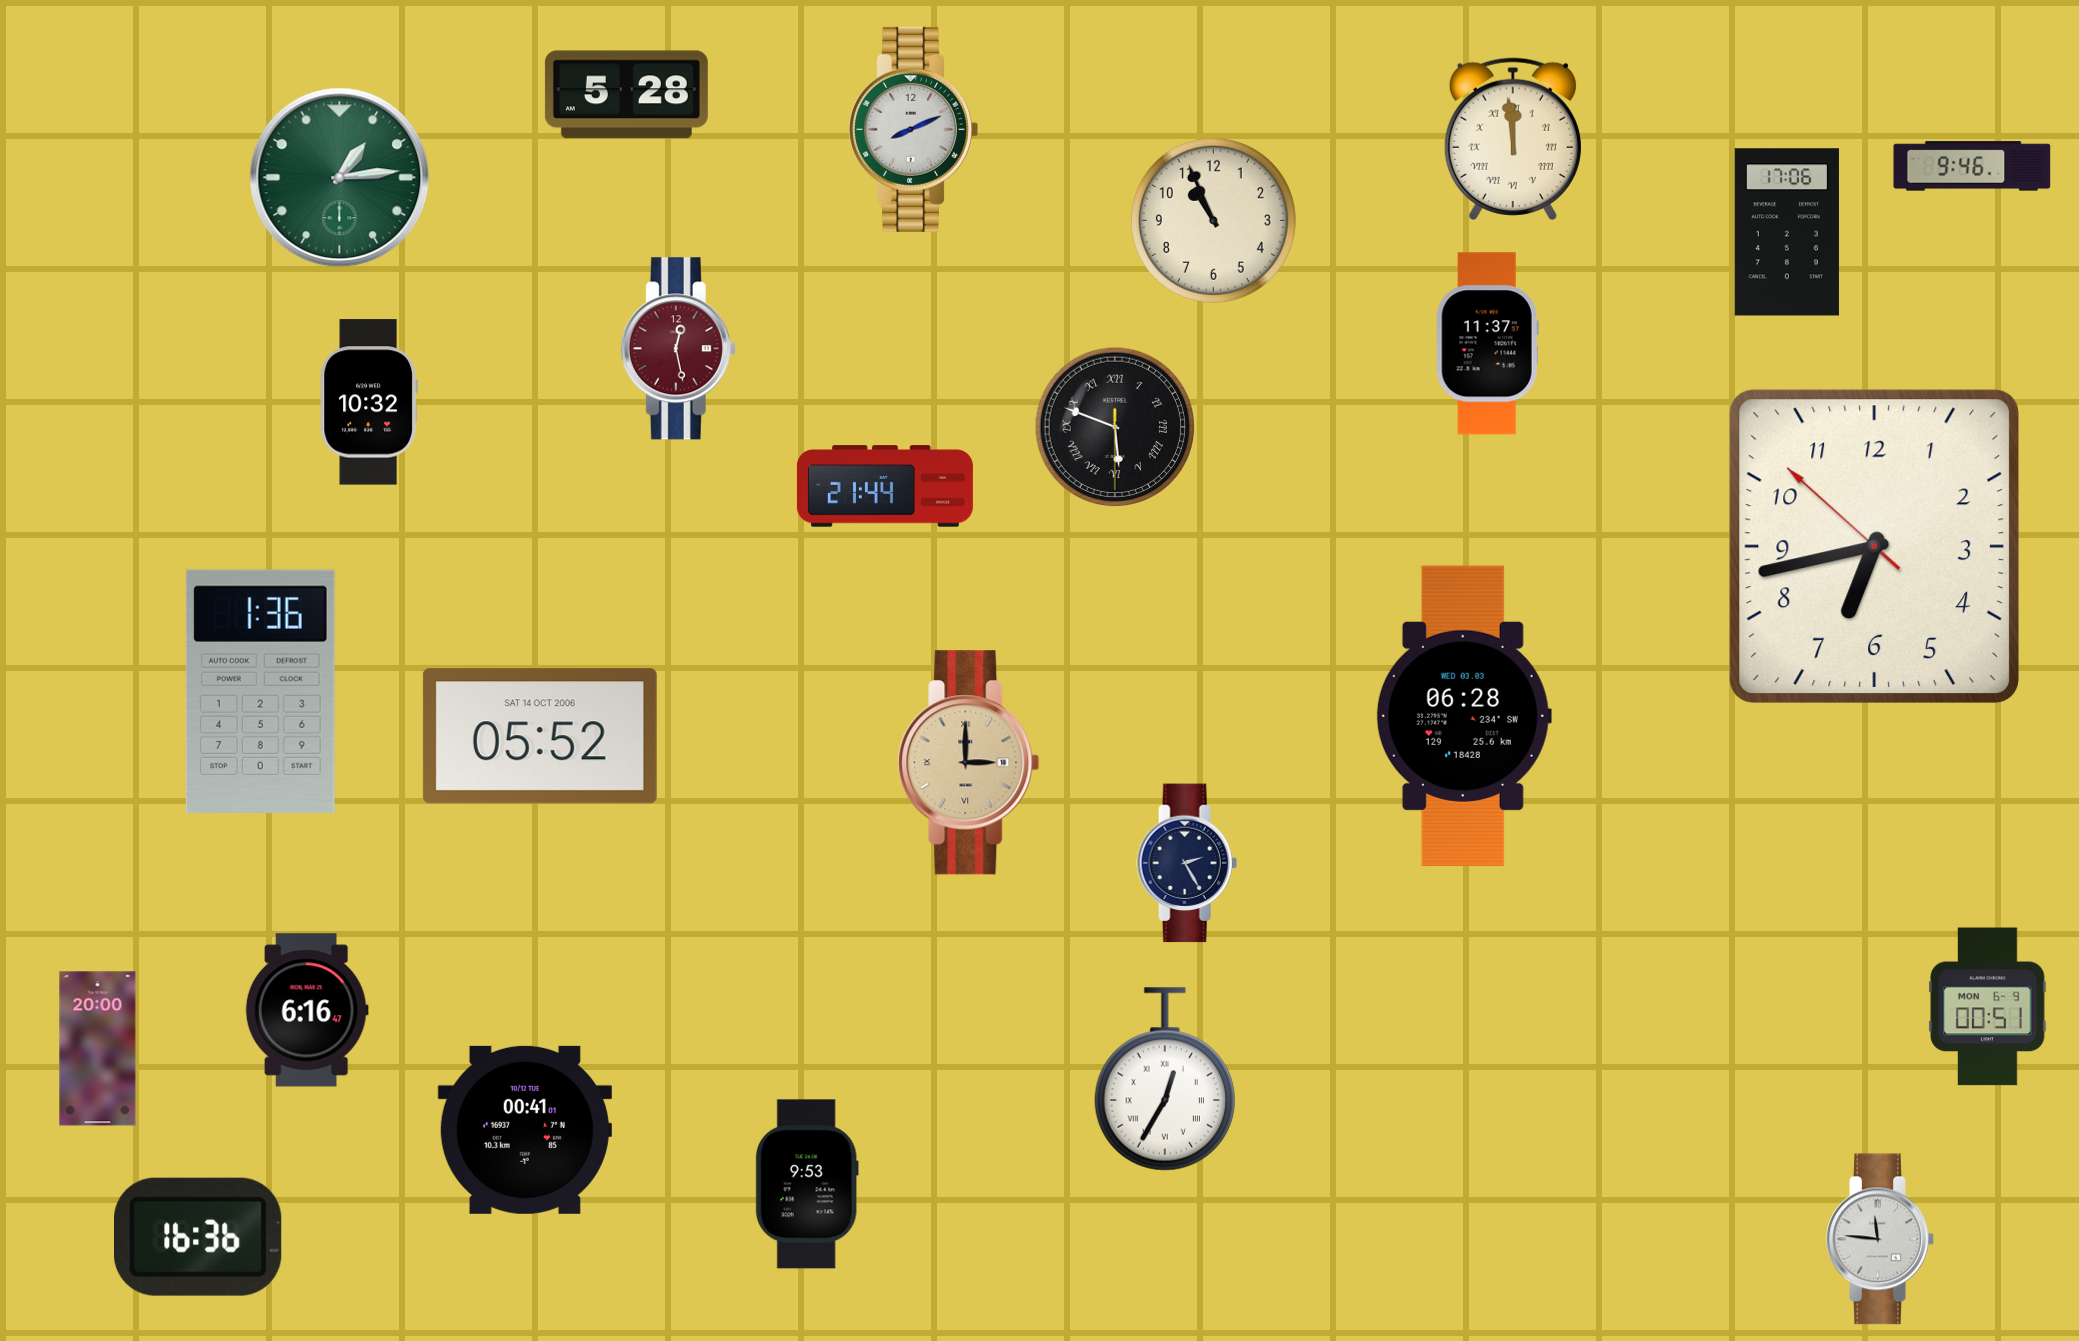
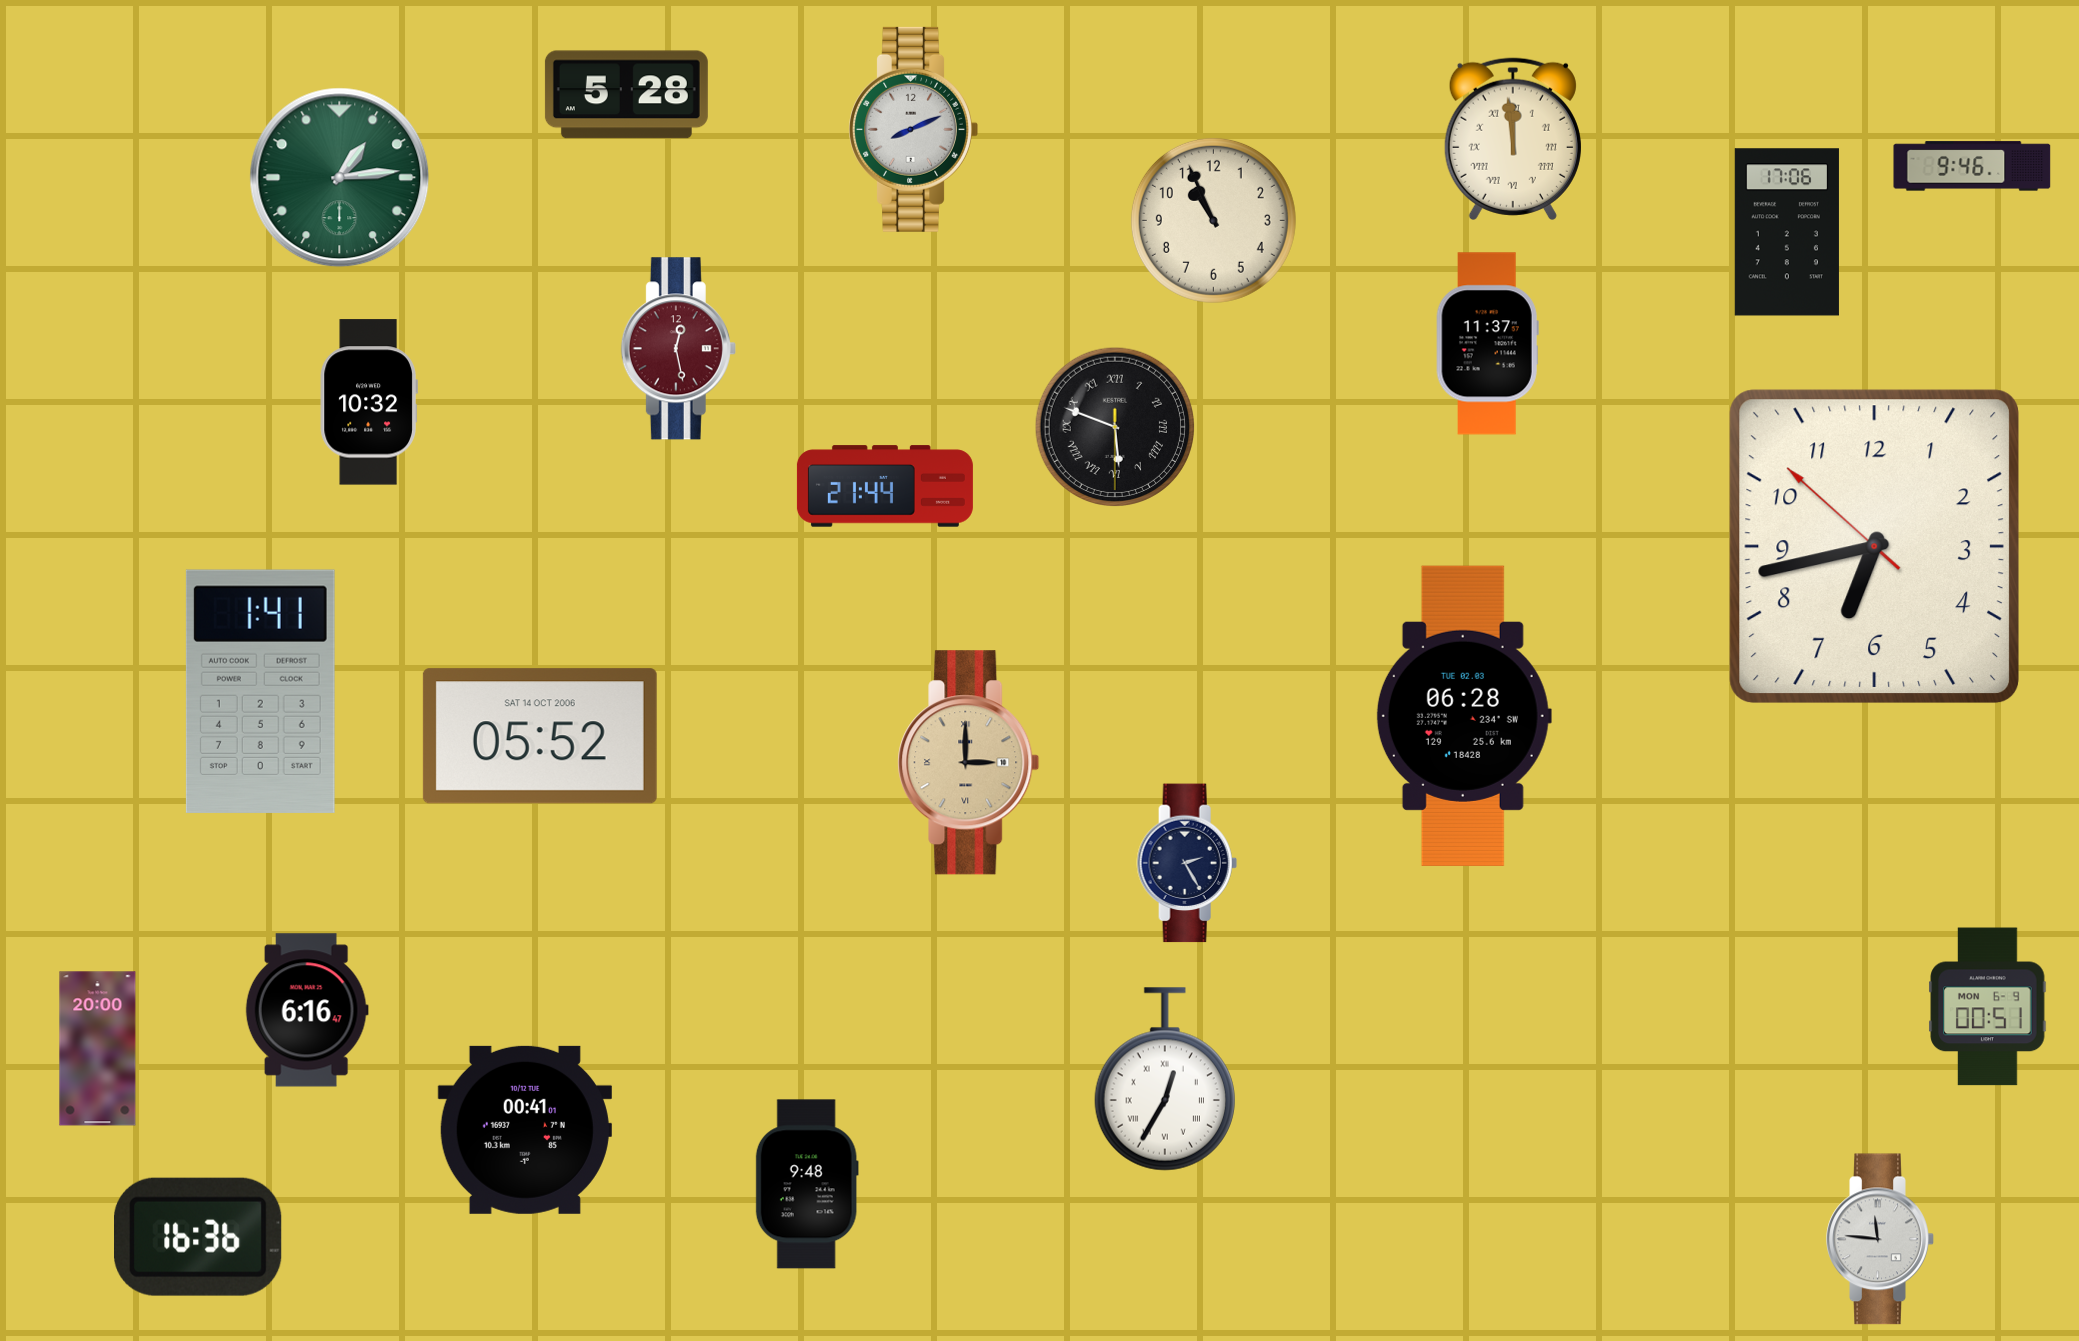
clock at (260, 691): 1:36 -> 1:41
clock at (1464, 716) date: WED 03.03 -> TUE 02.03
clock at (807, 1184): 9:53 -> 9:48
